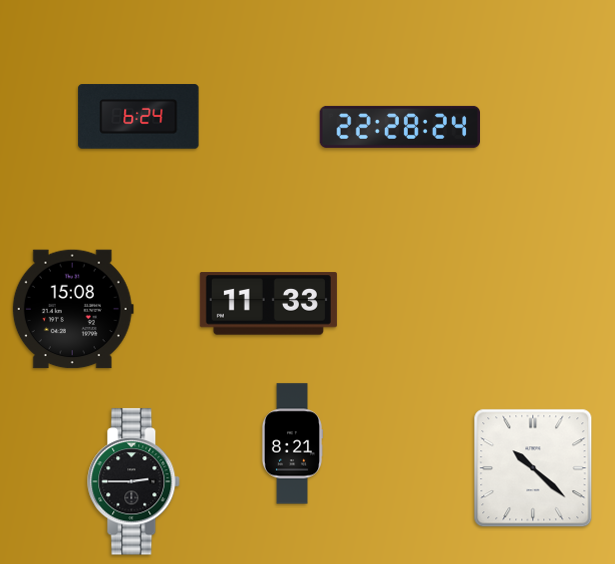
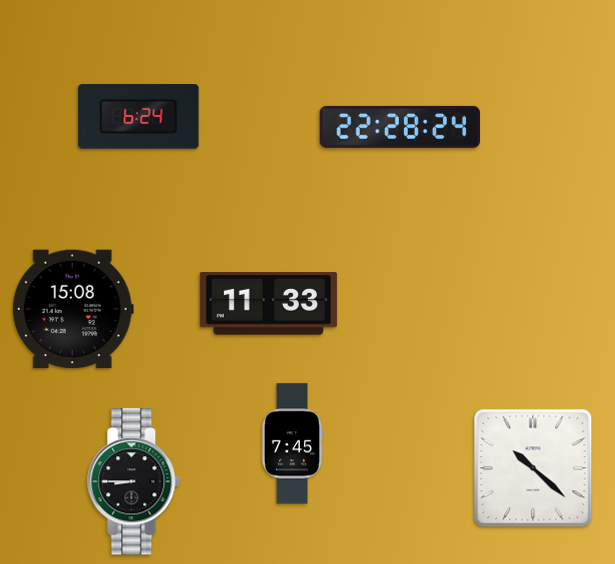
clock at (292, 444): 8:21 -> 7:45
clock at (134, 482): 2:45 -> 8:45
